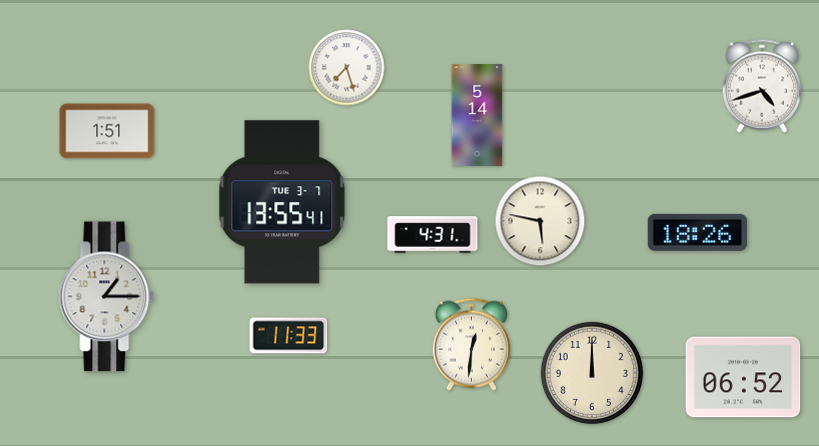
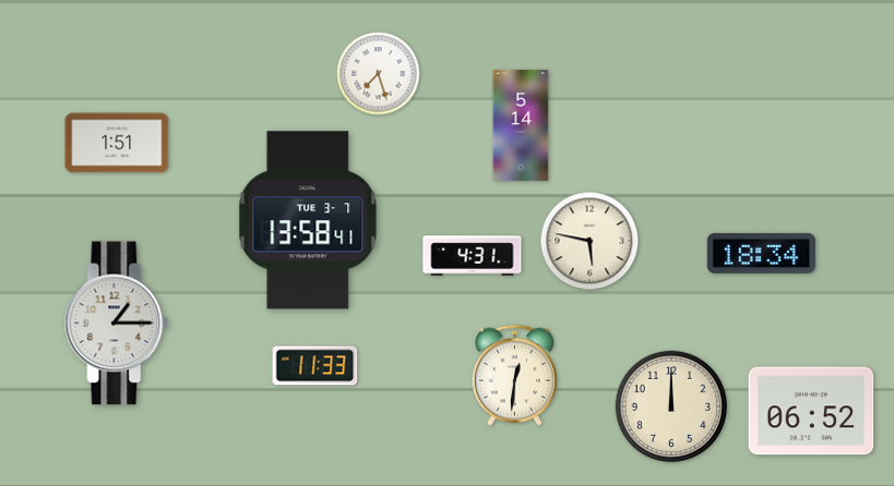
clock at (762, 86): 4:42 -> none
clock at (282, 202): 13:55 -> 13:58
clock at (697, 232): 18:26 -> 18:34
clock at (591, 372) position: (591, 372) -> (670, 405)
